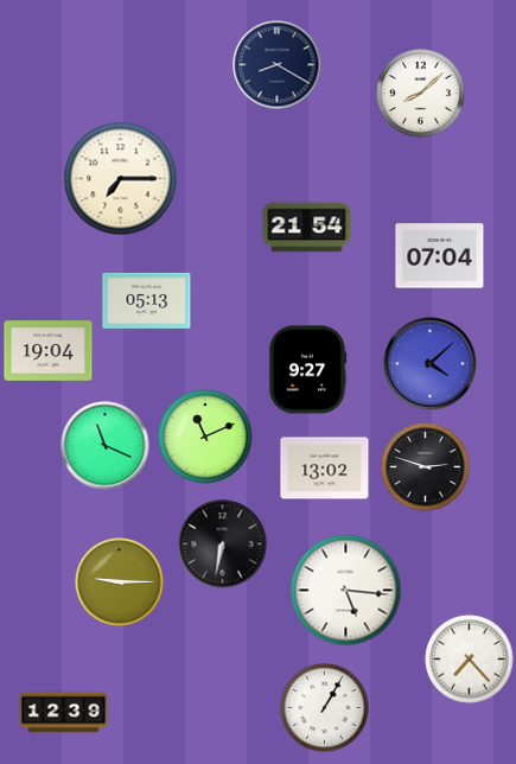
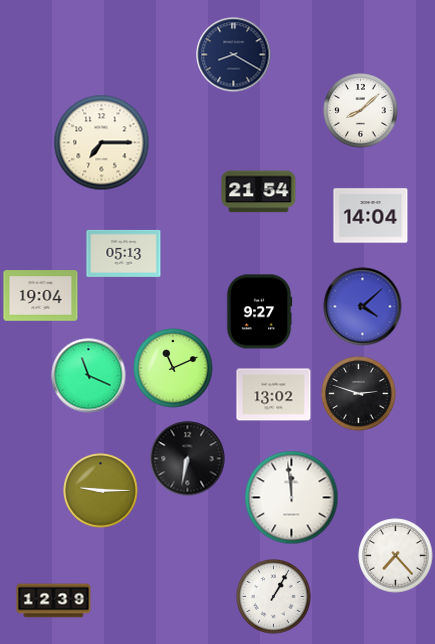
clock at (421, 94) position: (421, 94) -> (361, 111)
clock at (121, 179) position: (121, 179) -> (102, 143)
clock at (440, 256): 07:04 -> 14:04
clock at (346, 591): 5:16 -> 11:59
